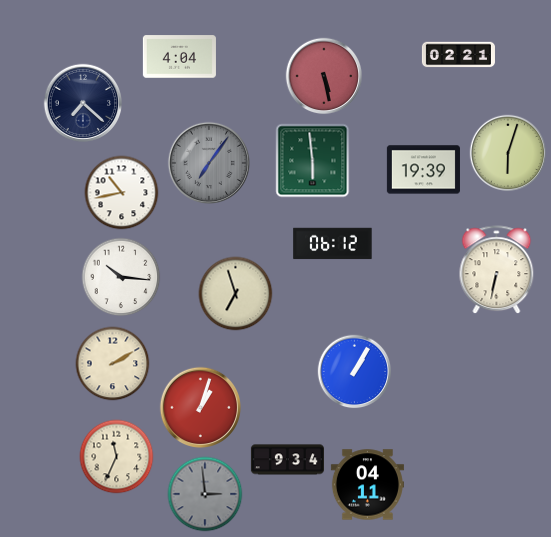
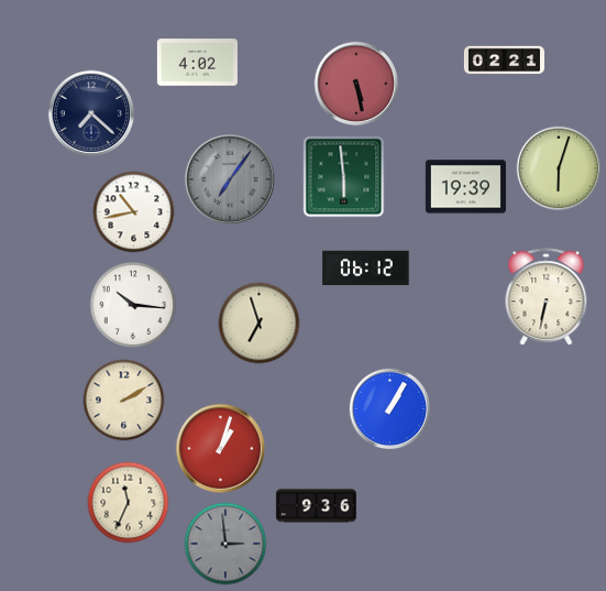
clock at (179, 57): 4:04 -> 4:02
clock at (287, 460): 9:34 -> 9:36
clock at (367, 485): 04:11 -> none
